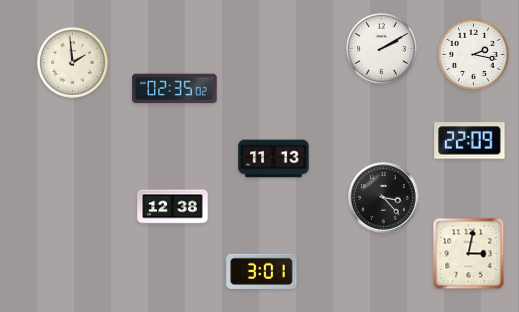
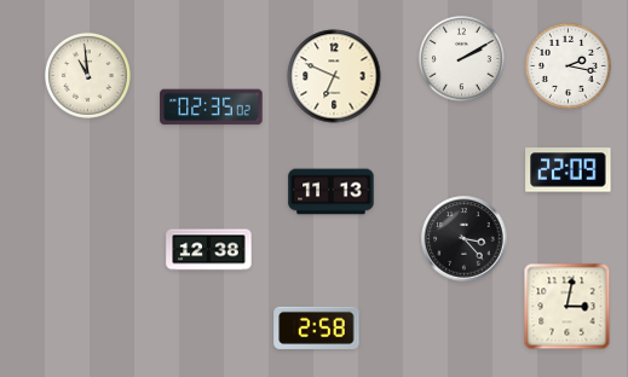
clock at (473, 54) position: (473, 54) -> (567, 65)
clock at (72, 62): 1:59 -> 10:59
clock at (334, 76): none -> 6:49
clock at (262, 271): 3:01 -> 2:58
